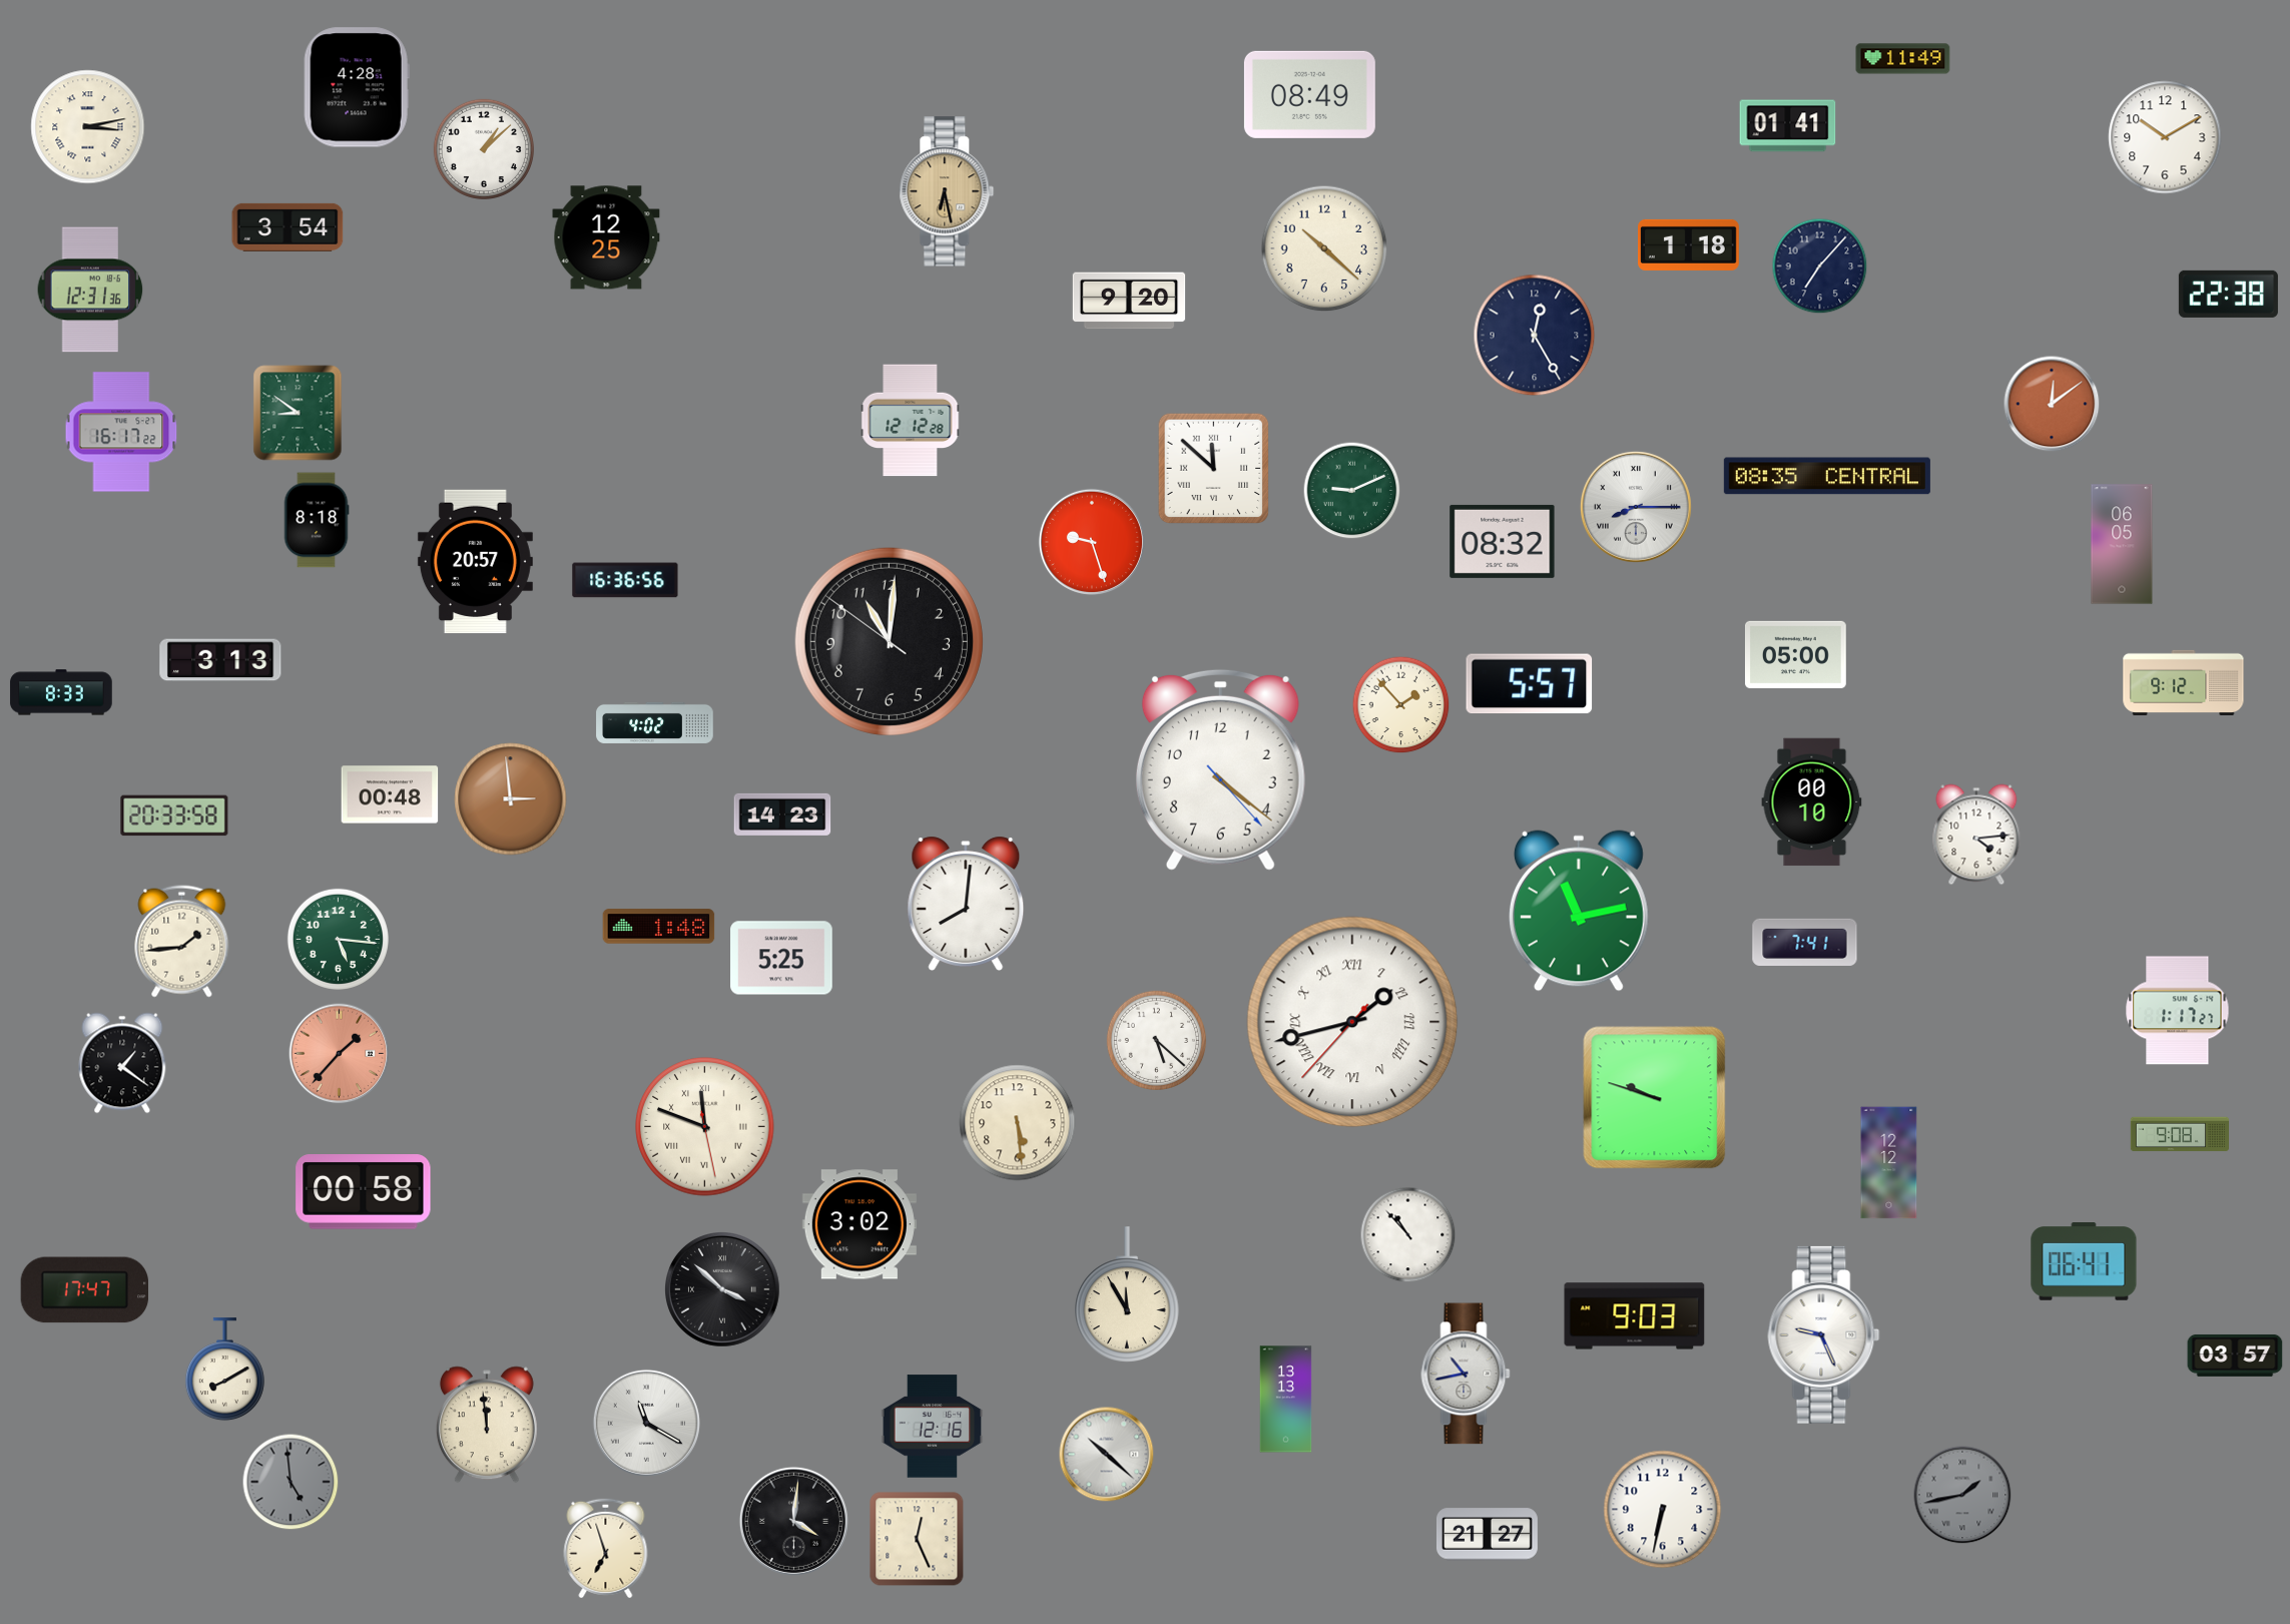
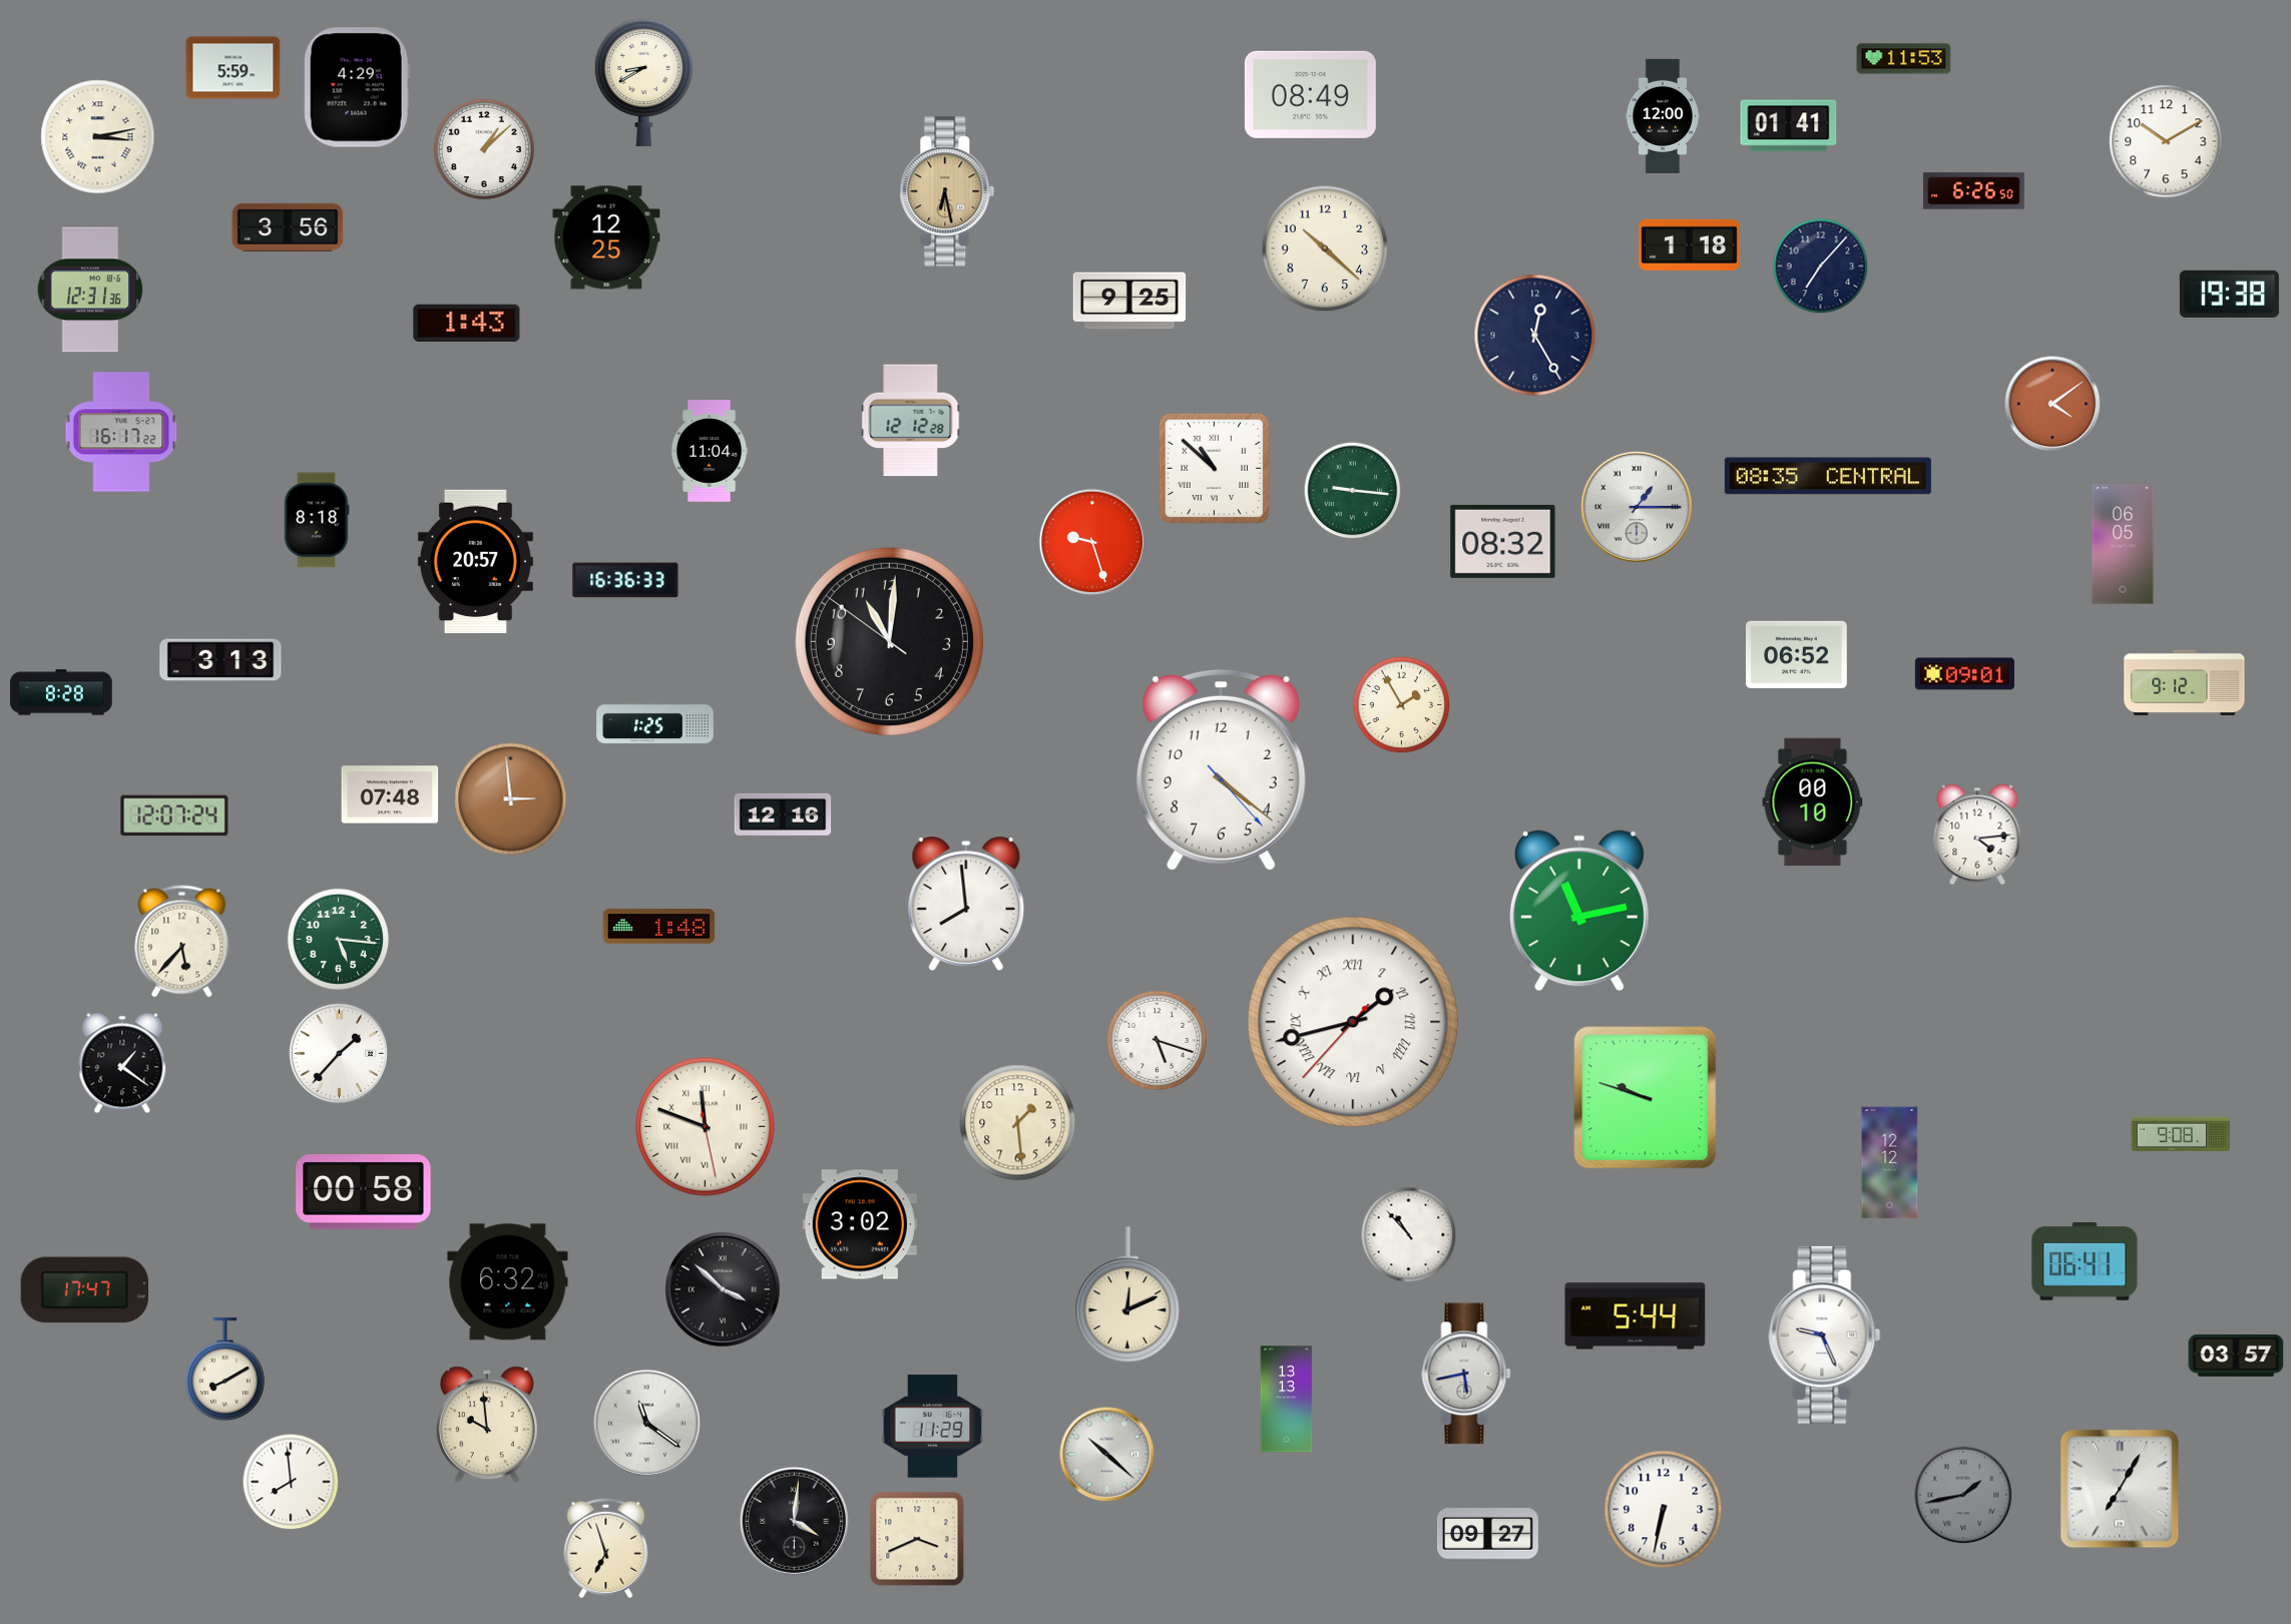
clock at (1903, 59): 11:49 -> 11:53
clock at (234, 68): none -> 5:59
clock at (643, 82): none -> 8:40
clock at (357, 87): 4:28 -> 4:29
clock at (1663, 116): none -> 12:00
clock at (88, 127) position: (88, 127) -> (98, 137)
clock at (2165, 137) position: (2165, 137) -> (2166, 141)
clock at (1974, 191): none -> 6:26
clock at (288, 227): 3:54 -> 3:56
clock at (2228, 294): 22:38 -> 19:38
clock at (1129, 301): 9:20 -> 9:25
clock at (467, 324): none -> 1:43
clock at (2052, 404): 12:09 -> 4:09
clock at (298, 413): 8:51 -> none
clock at (710, 451): none -> 11:04
clock at (1214, 469): 11:52 -> 10:52
clock at (1352, 491): 9:11 -> 9:16
clock at (1636, 507): 8:15 -> 1:15
clock at (625, 580): 16:36:56 -> 16:36:33
clock at (1795, 654): 05:00 -> 06:52
clock at (1964, 674): none -> 09:01
clock at (1530, 684): 5:57 -> none
clock at (61, 692): 8:33 -> 8:28
clock at (1401, 705): 1:53 -> 1:55
clock at (655, 722): 4:02 -> 1:25
clock at (390, 794): 00:48 -> 07:48
clock at (782, 815): 14:23 -> 12:16
clock at (174, 816): 20:33 -> 12:07
clock at (966, 904): 8:01 -> 7:59
clock at (182, 942): 1:44 -> 5:37
clock at (1805, 942): 7:41 -> none
clock at (781, 958): 5:25 -> none
clock at (2178, 1011): 1:17 -> none
clock at (1156, 1040): 5:22 -> 5:18
clock at (340, 1054) dial: salmon -> white
clock at (1655, 1098) position: (1655, 1098) -> (1646, 1098)
clock at (1018, 1123): 5:29 -> 1:29
clock at (508, 1282): none -> 6:32
clock at (1127, 1294): 11:55 -> 12:11
clock at (1635, 1316): 9:03 -> 5:44
clock at (1466, 1374): 10:43 -> 5:43
clock at (646, 1423): 11:20 -> 11:21
clock at (487, 1425): 11:59 -> 9:59
clock at (933, 1427): 12:16 -> 11:29
clock at (291, 1482): 4:59 -> 7:59
clock at (291, 1482) dial: grey -> white
clock at (2120, 1489): none -> 7:05
clock at (1488, 1535): 21:27 -> 09:27
clock at (917, 1539): 12:26 -> 3:41
